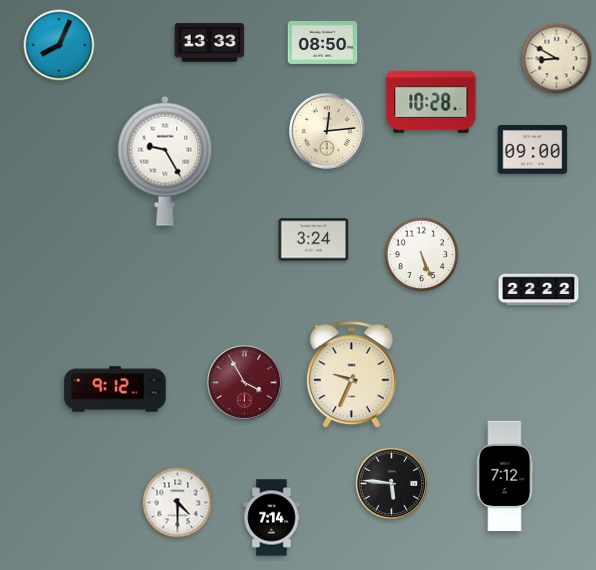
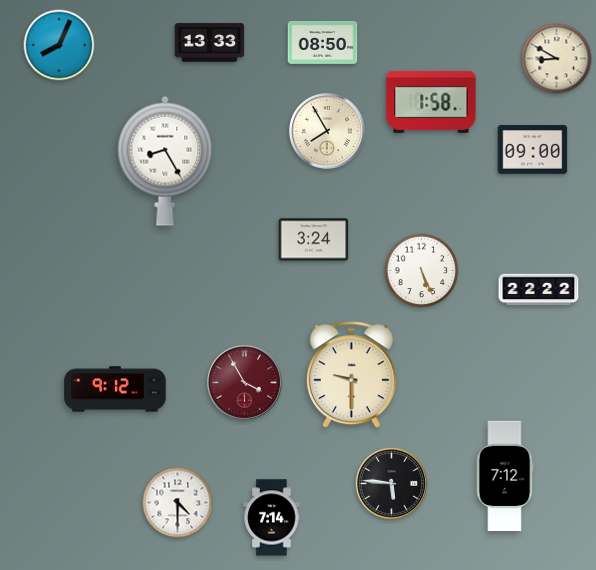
clock at (431, 102): 10:28 -> 1:58
clock at (327, 131): 12:14 -> 7:55
clock at (165, 161): 9:25 -> 8:25
clock at (422, 255) position: (422, 255) -> (422, 271)
clock at (351, 375): 9:34 -> 9:30
